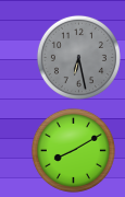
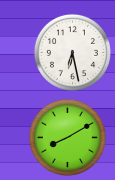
clock at (78, 57) dial: grey -> white
